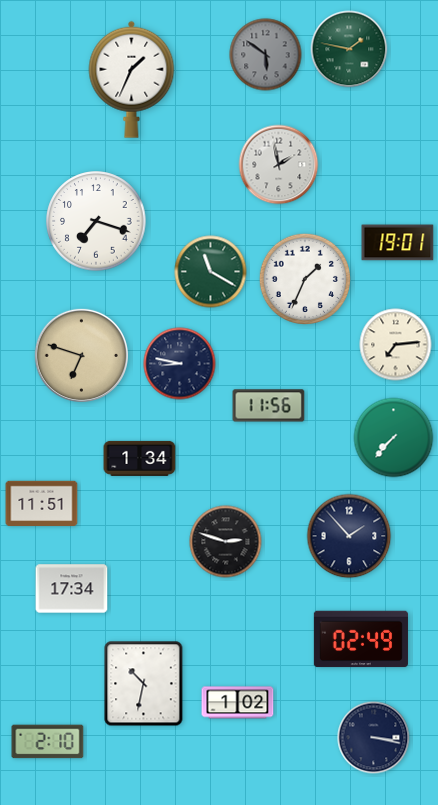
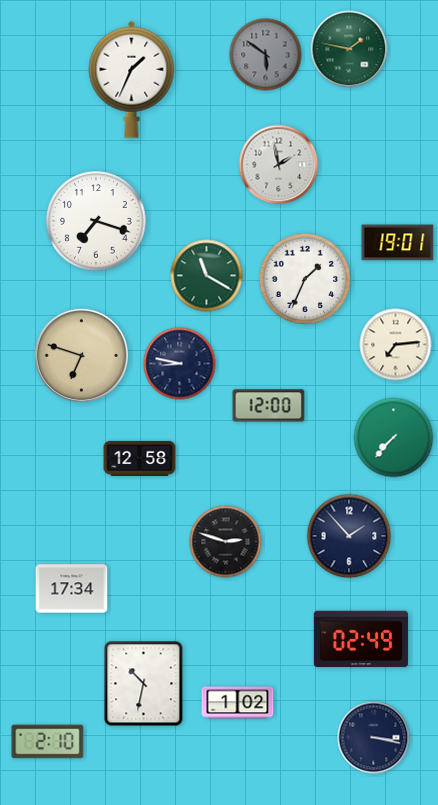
clock at (211, 272) position: (211, 272) -> (207, 276)
clock at (269, 406): 11:56 -> 12:00
clock at (140, 458): 1:34 -> 12:58
clock at (42, 504): 11:51 -> none
